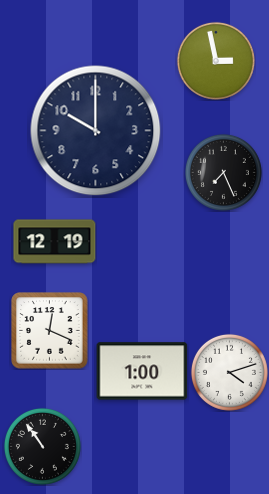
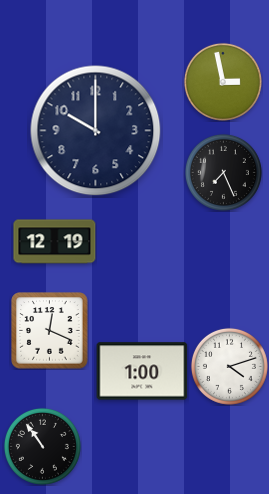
clock at (216, 61) position: (216, 61) -> (223, 82)
clock at (229, 372) position: (229, 372) -> (229, 366)
